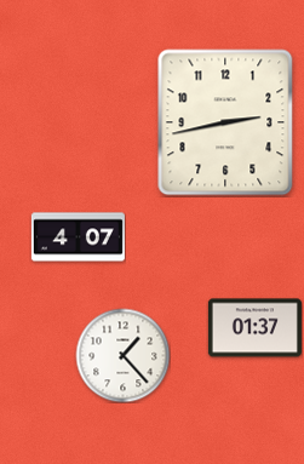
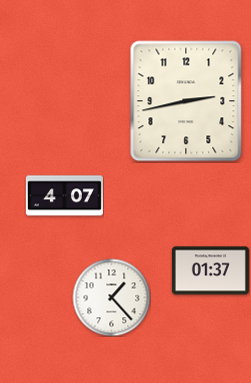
clock at (122, 355) position: (122, 355) -> (111, 297)
